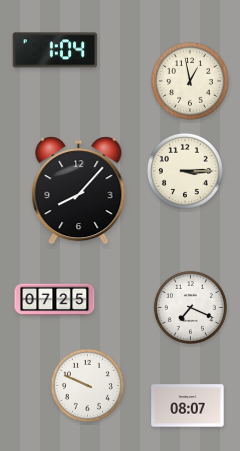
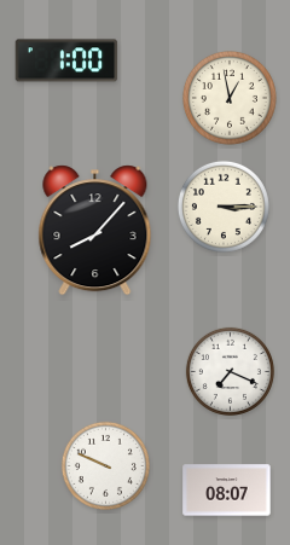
clock at (55, 50): 1:04 -> 1:00
clock at (55, 300): 07:25 -> none
